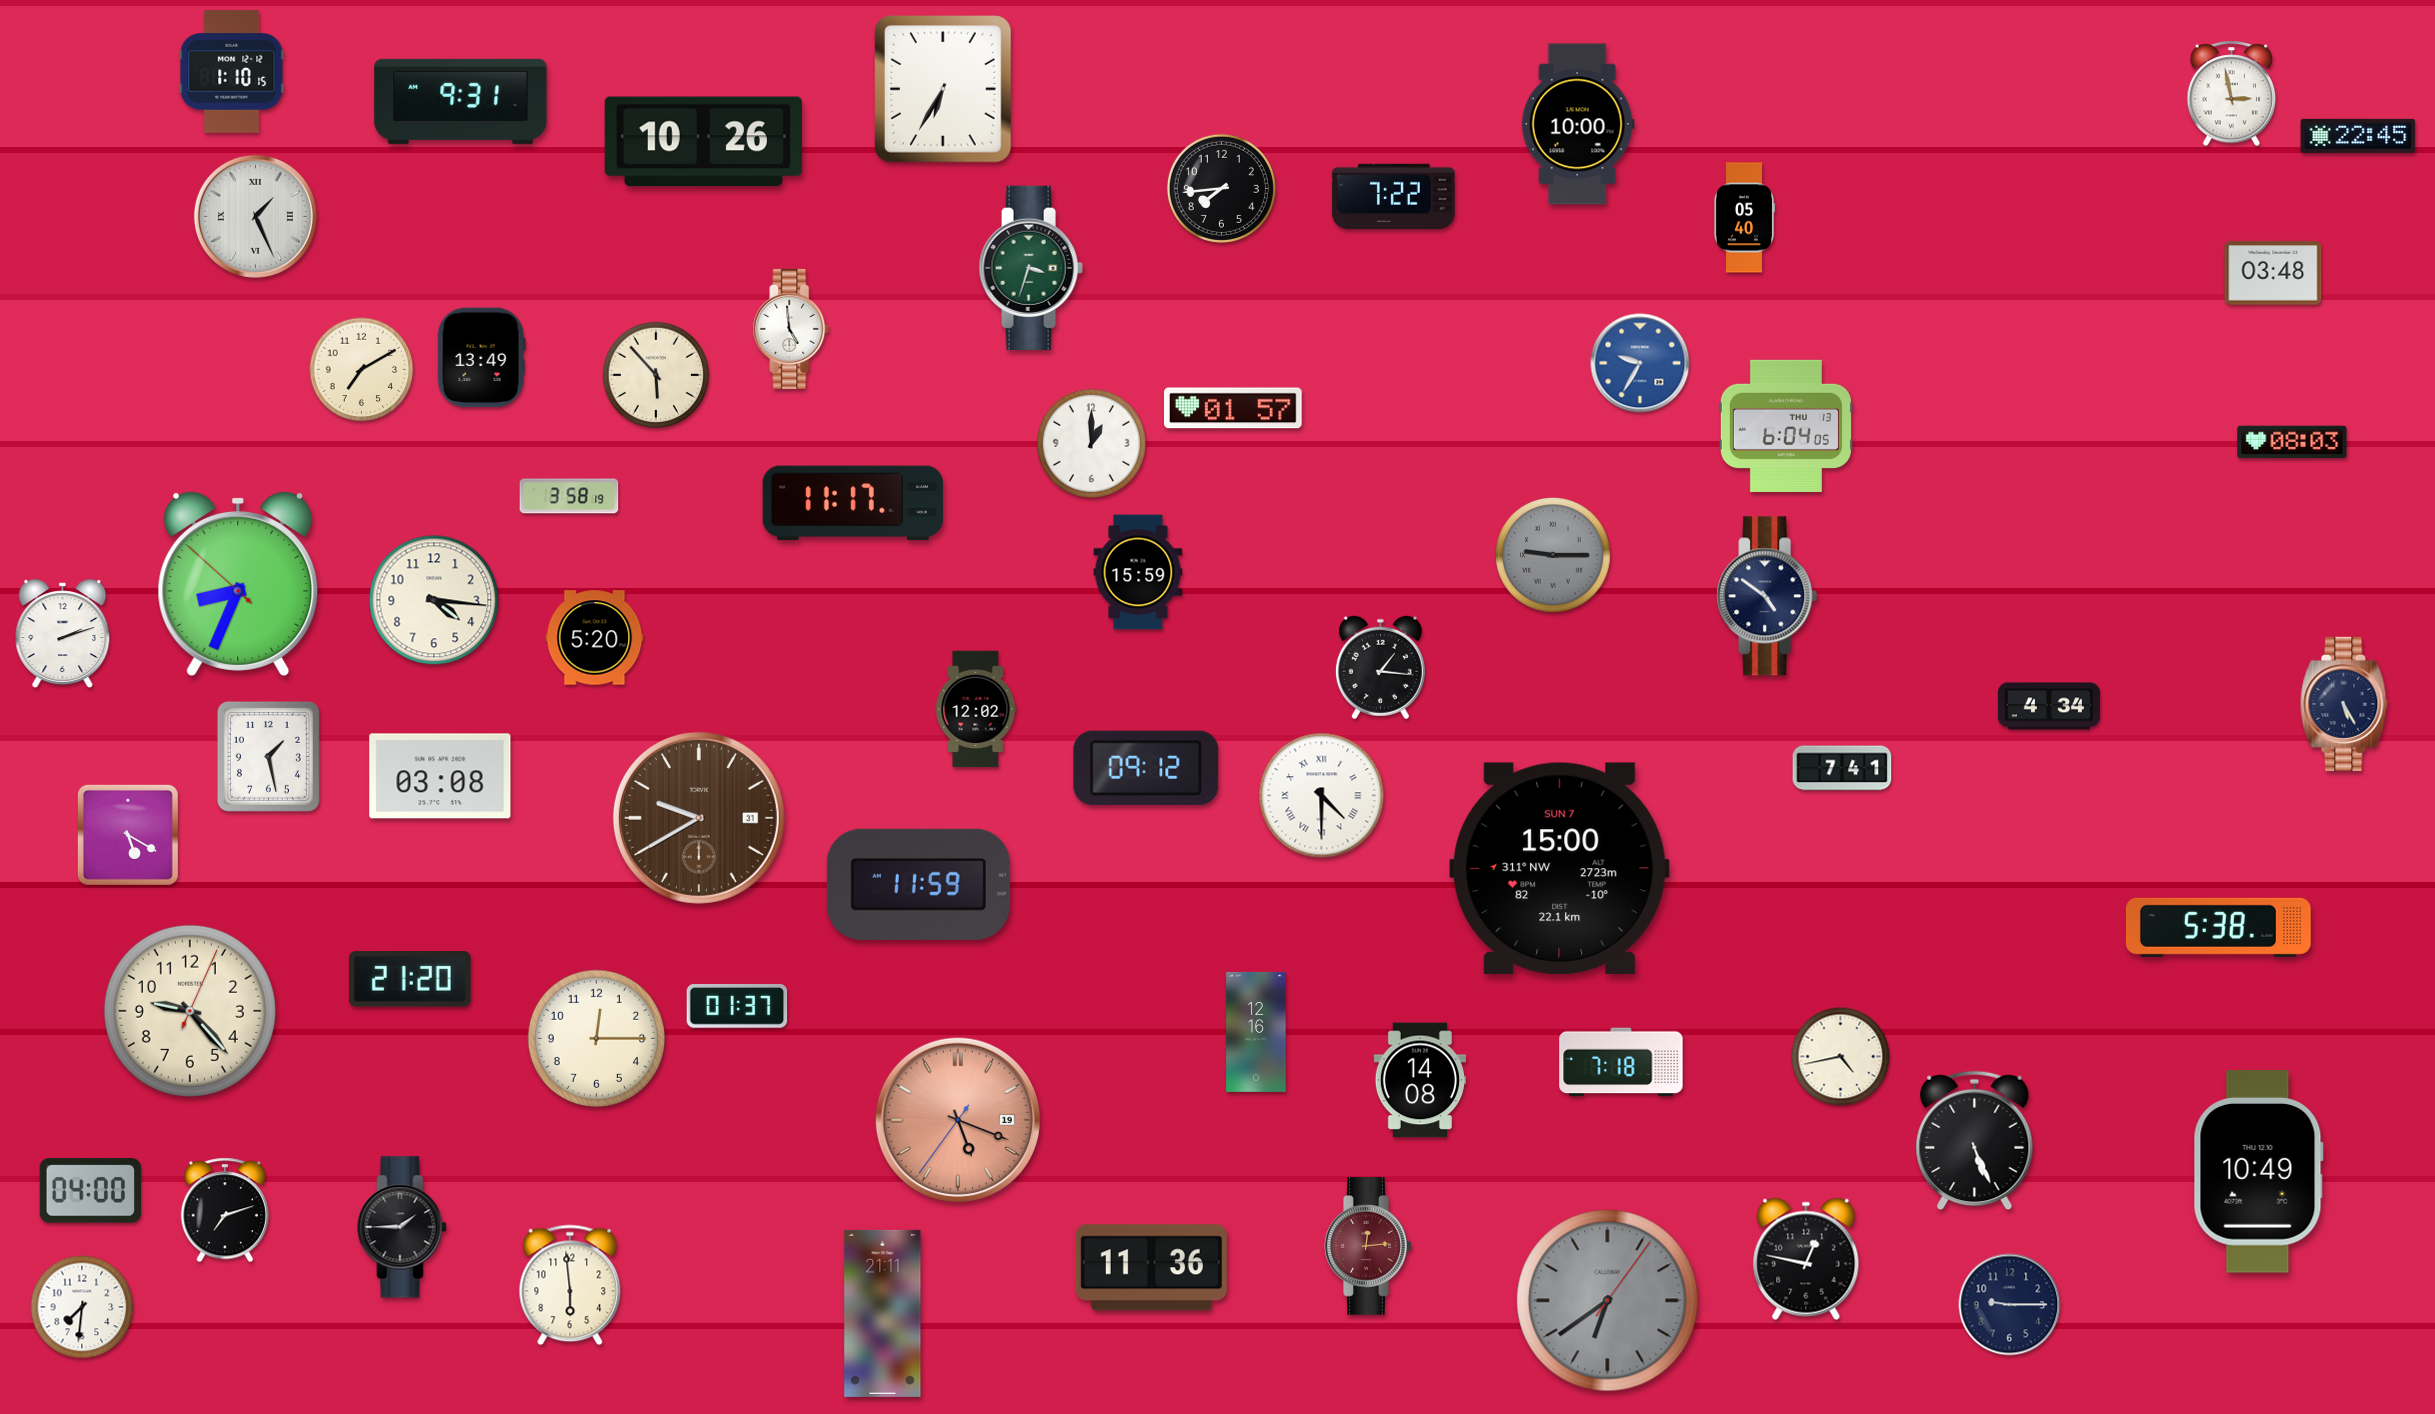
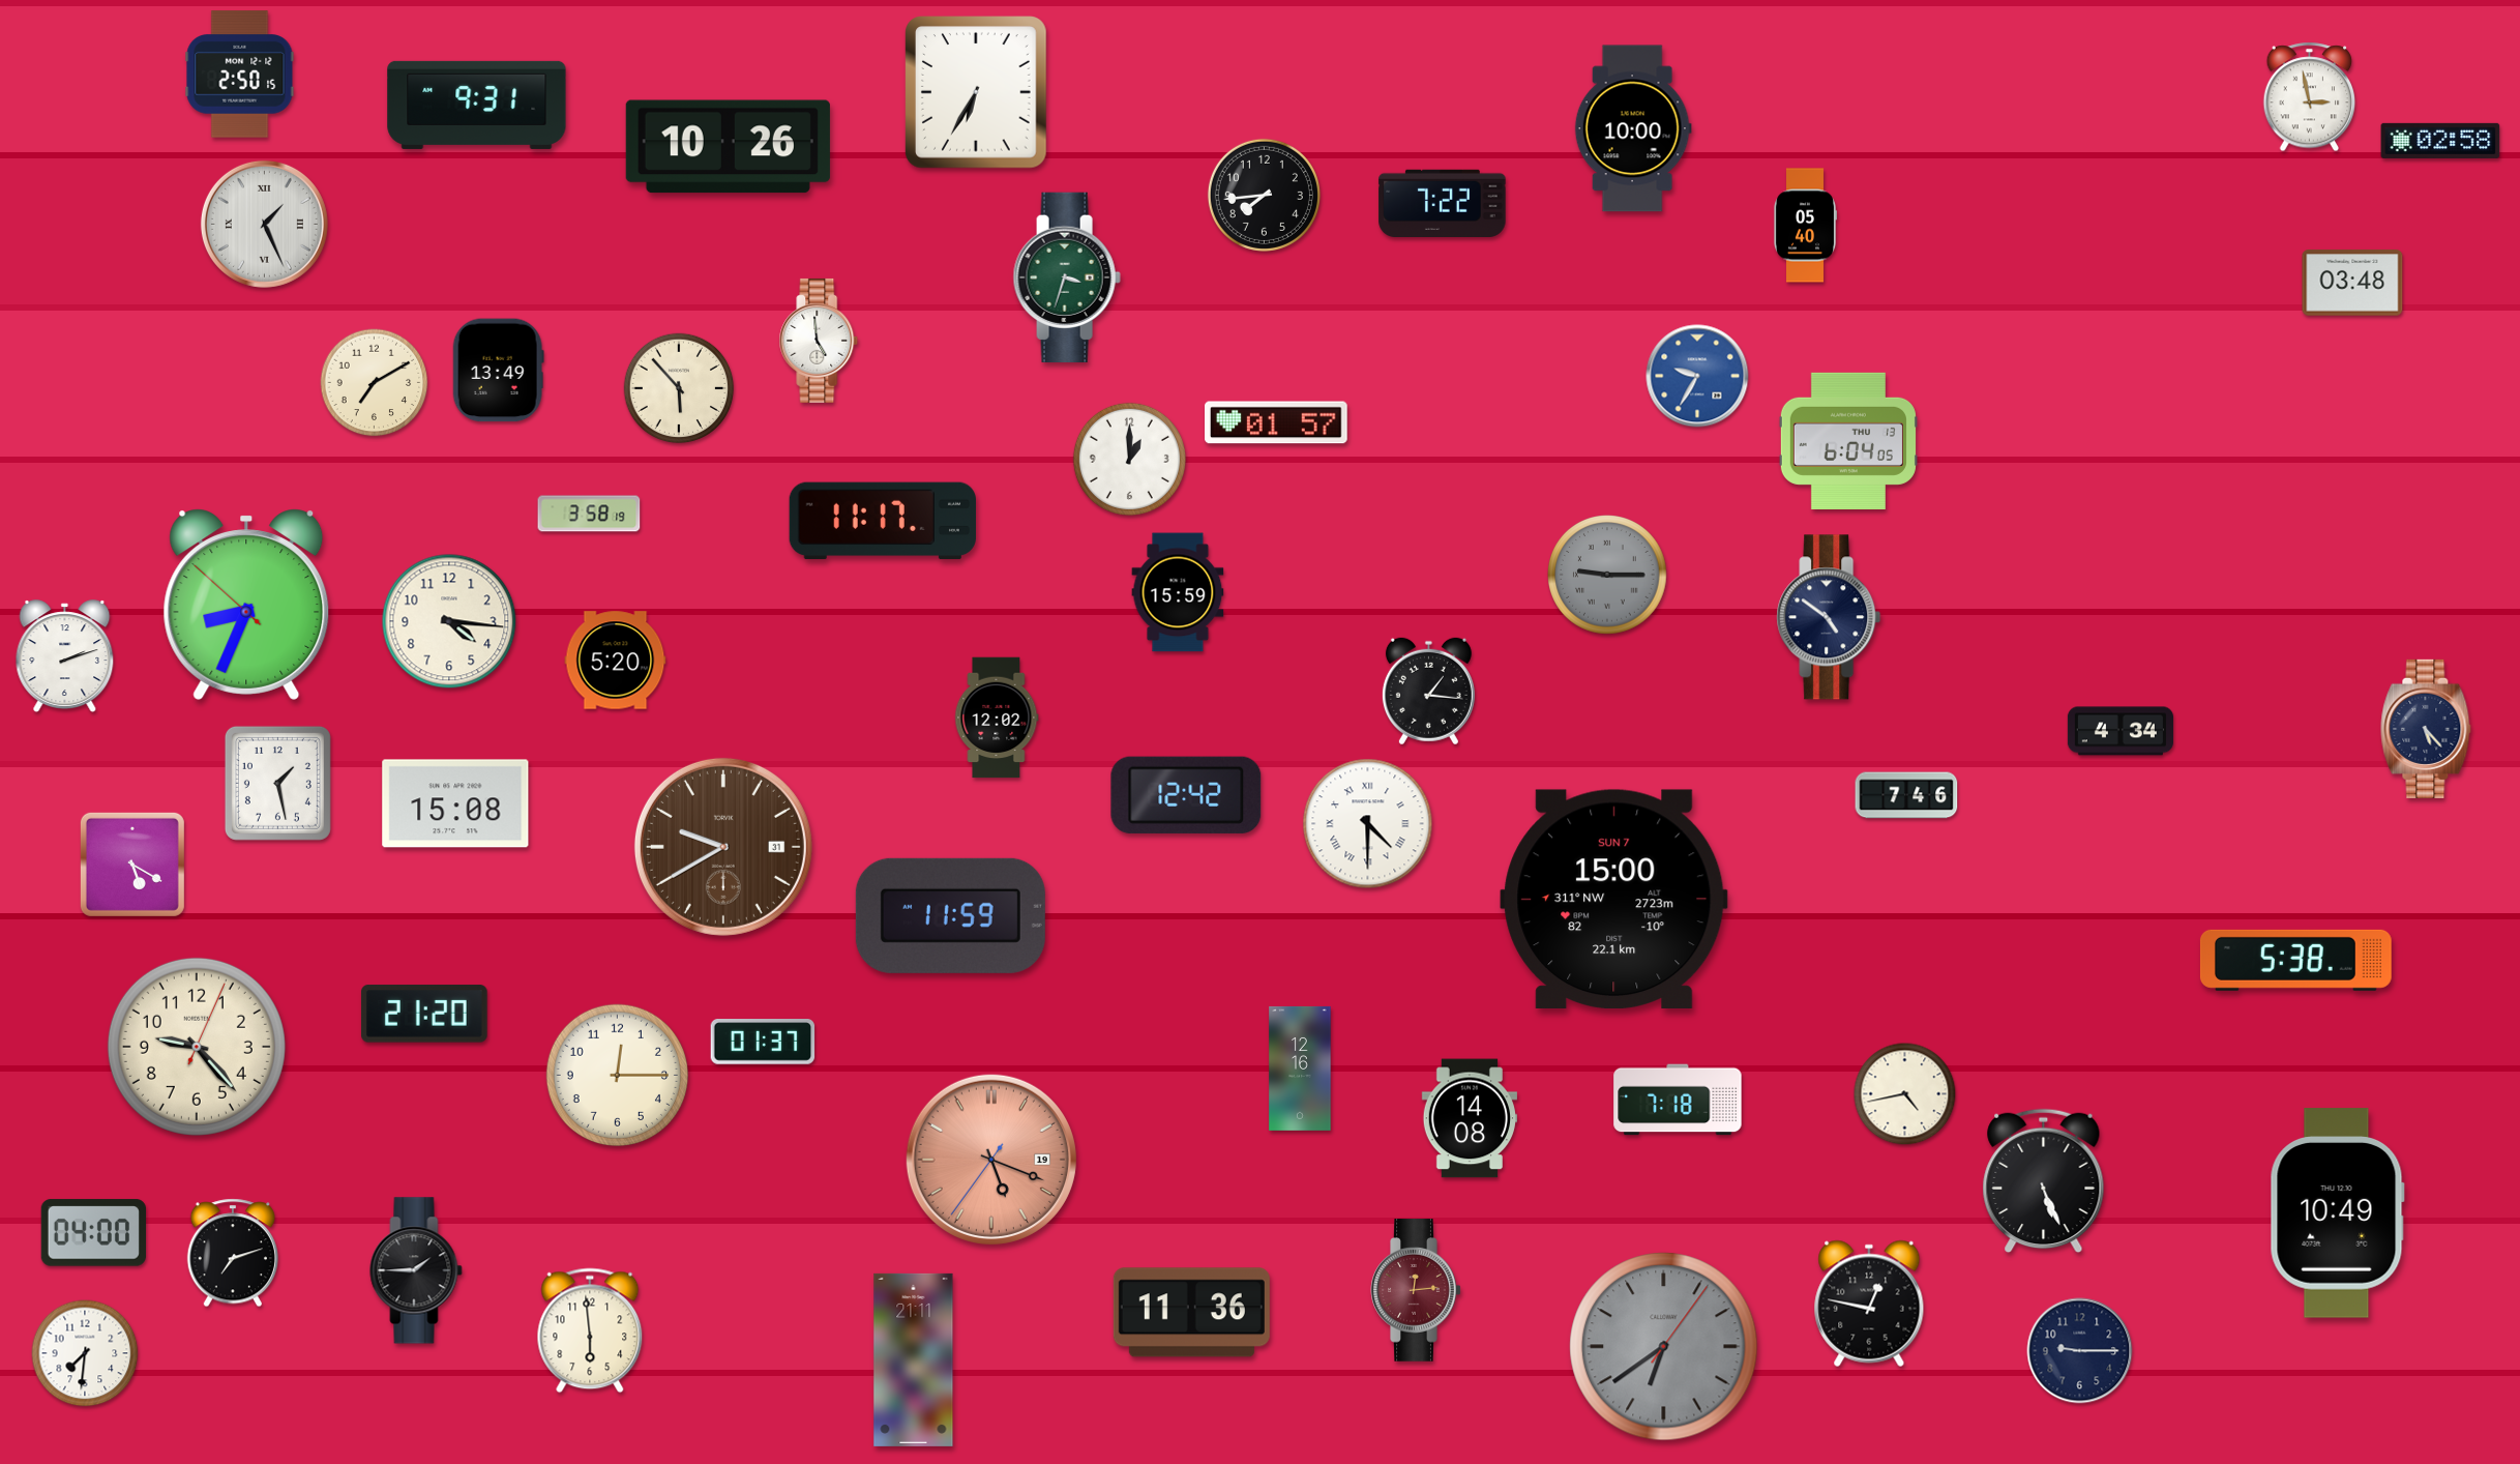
clock at (232, 72): 1:10 -> 2:50
clock at (2358, 136): 22:45 -> 02:58
clock at (2292, 442): 08:03 -> none
clock at (2344, 704): 5:25 -> 5:23
clock at (976, 709) position: (976, 709) -> (997, 718)
clock at (1146, 768): 09:12 -> 12:42
clock at (1842, 768): 7:41 -> 7:46
clock at (440, 776): 03:08 -> 15:08
